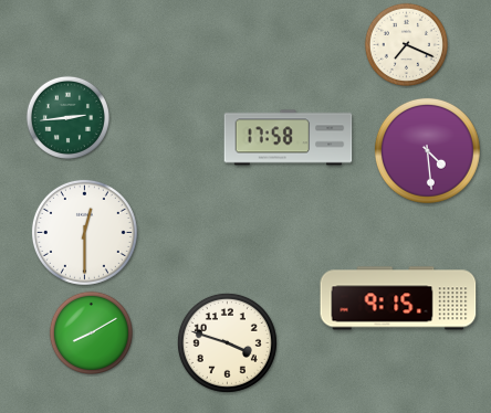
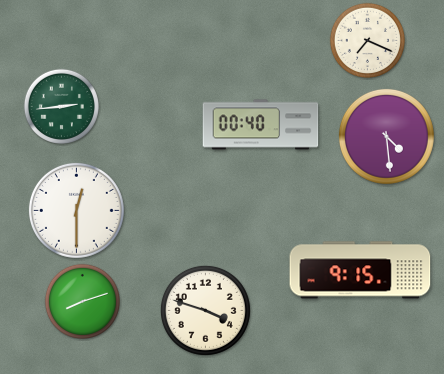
clock at (289, 138): 17:58 -> 00:40
clock at (91, 332): 8:10 -> 8:12
